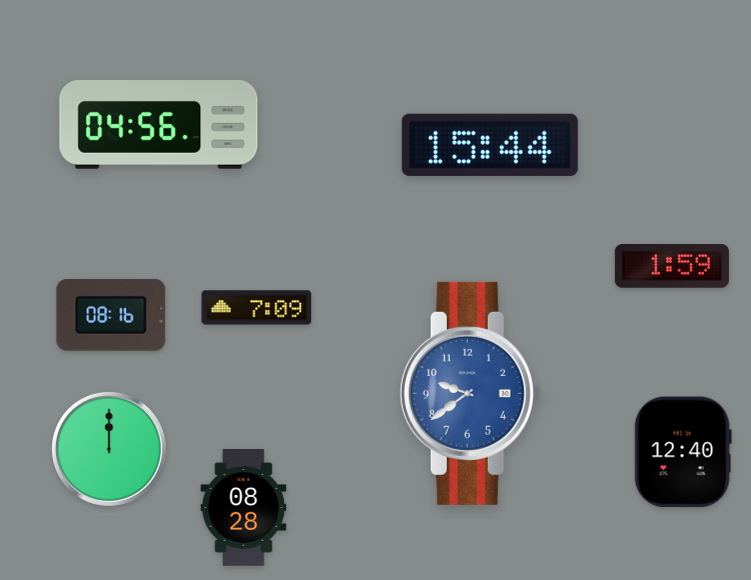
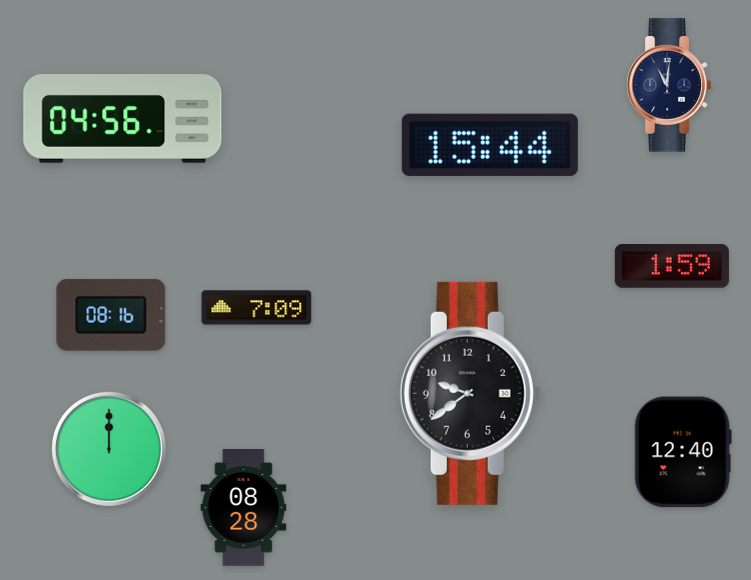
clock at (669, 85): none -> 11:01
clock at (159, 125) position: (159, 125) -> (123, 119)
clock at (470, 393) dial: blue -> black
